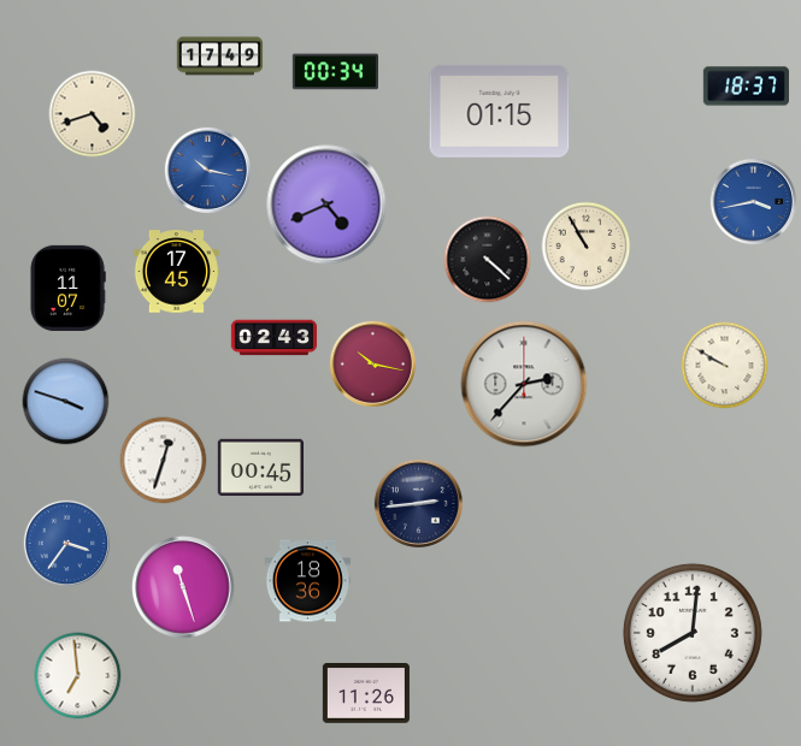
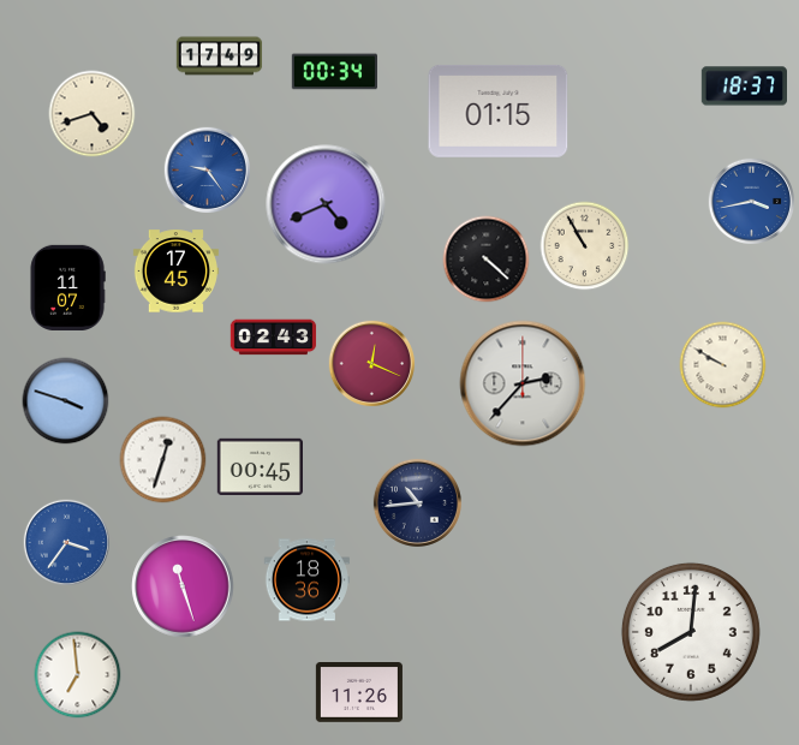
clock at (208, 171): 10:17 -> 9:24
clock at (373, 365): 10:17 -> 12:19
clock at (418, 503): 2:44 -> 10:44
clock at (366, 694) position: (366, 694) -> (359, 693)
